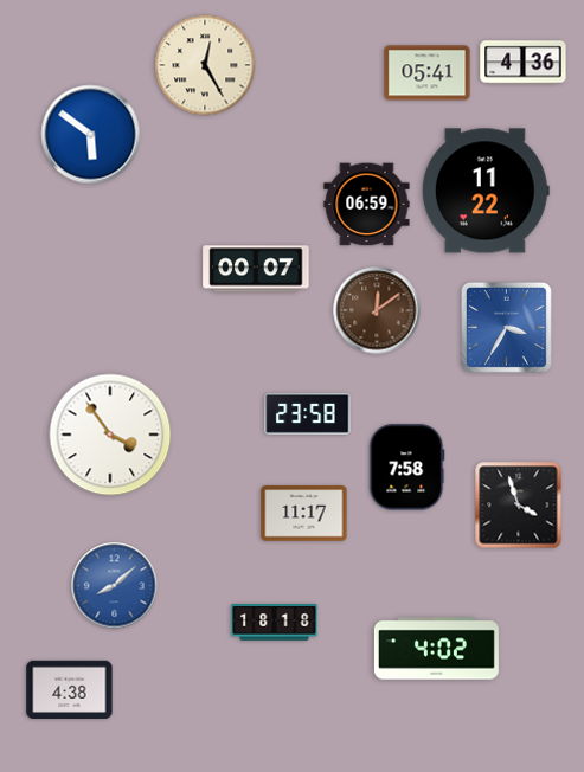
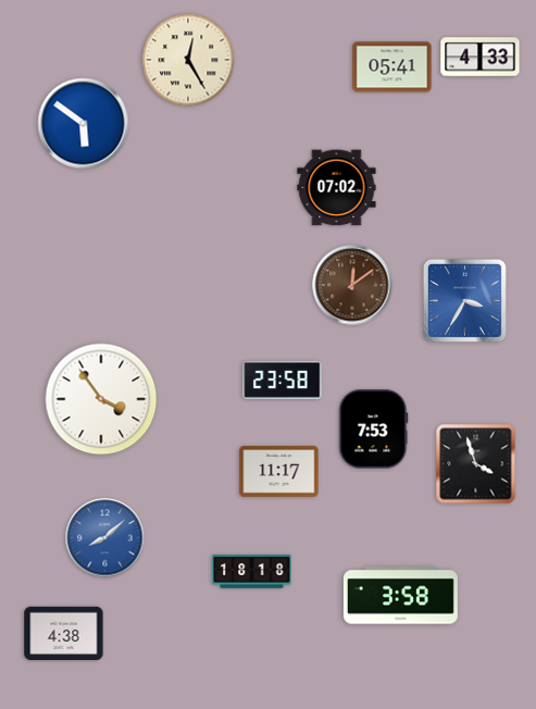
clock at (524, 63): 4:36 -> 4:33
clock at (486, 191): 11:22 -> none
clock at (367, 205): 06:59 -> 07:02
clock at (256, 269): 00:07 -> none
clock at (377, 310) position: (377, 310) -> (352, 285)
clock at (407, 468): 7:58 -> 7:53
clock at (436, 649): 4:02 -> 3:58
